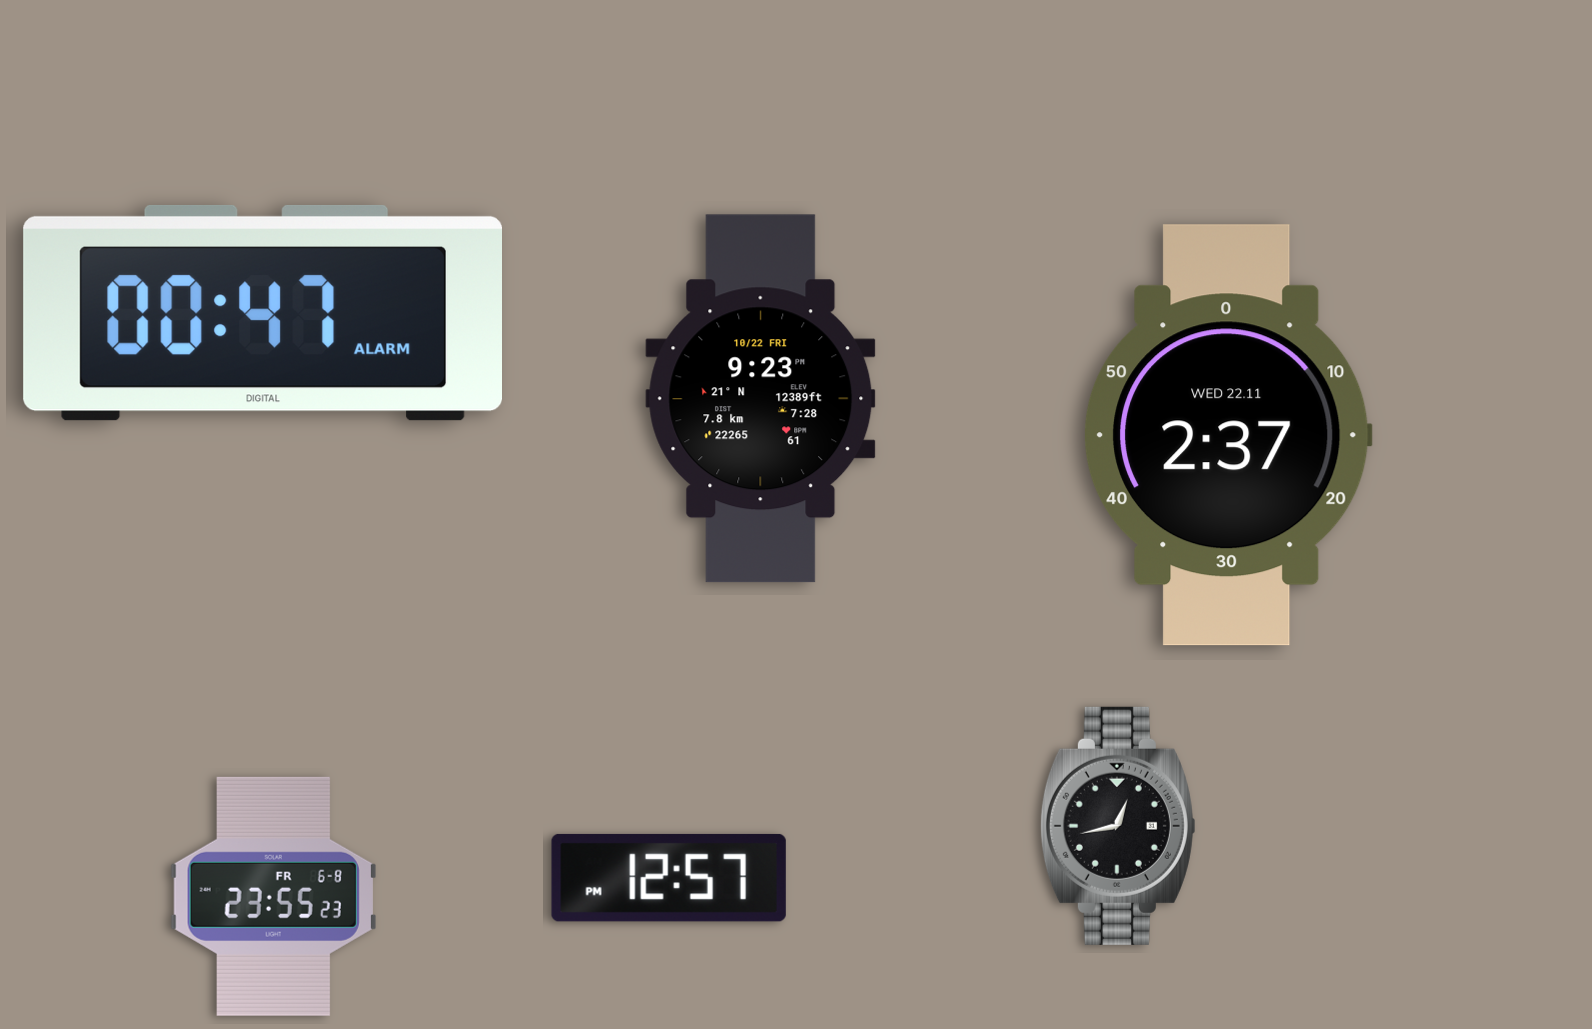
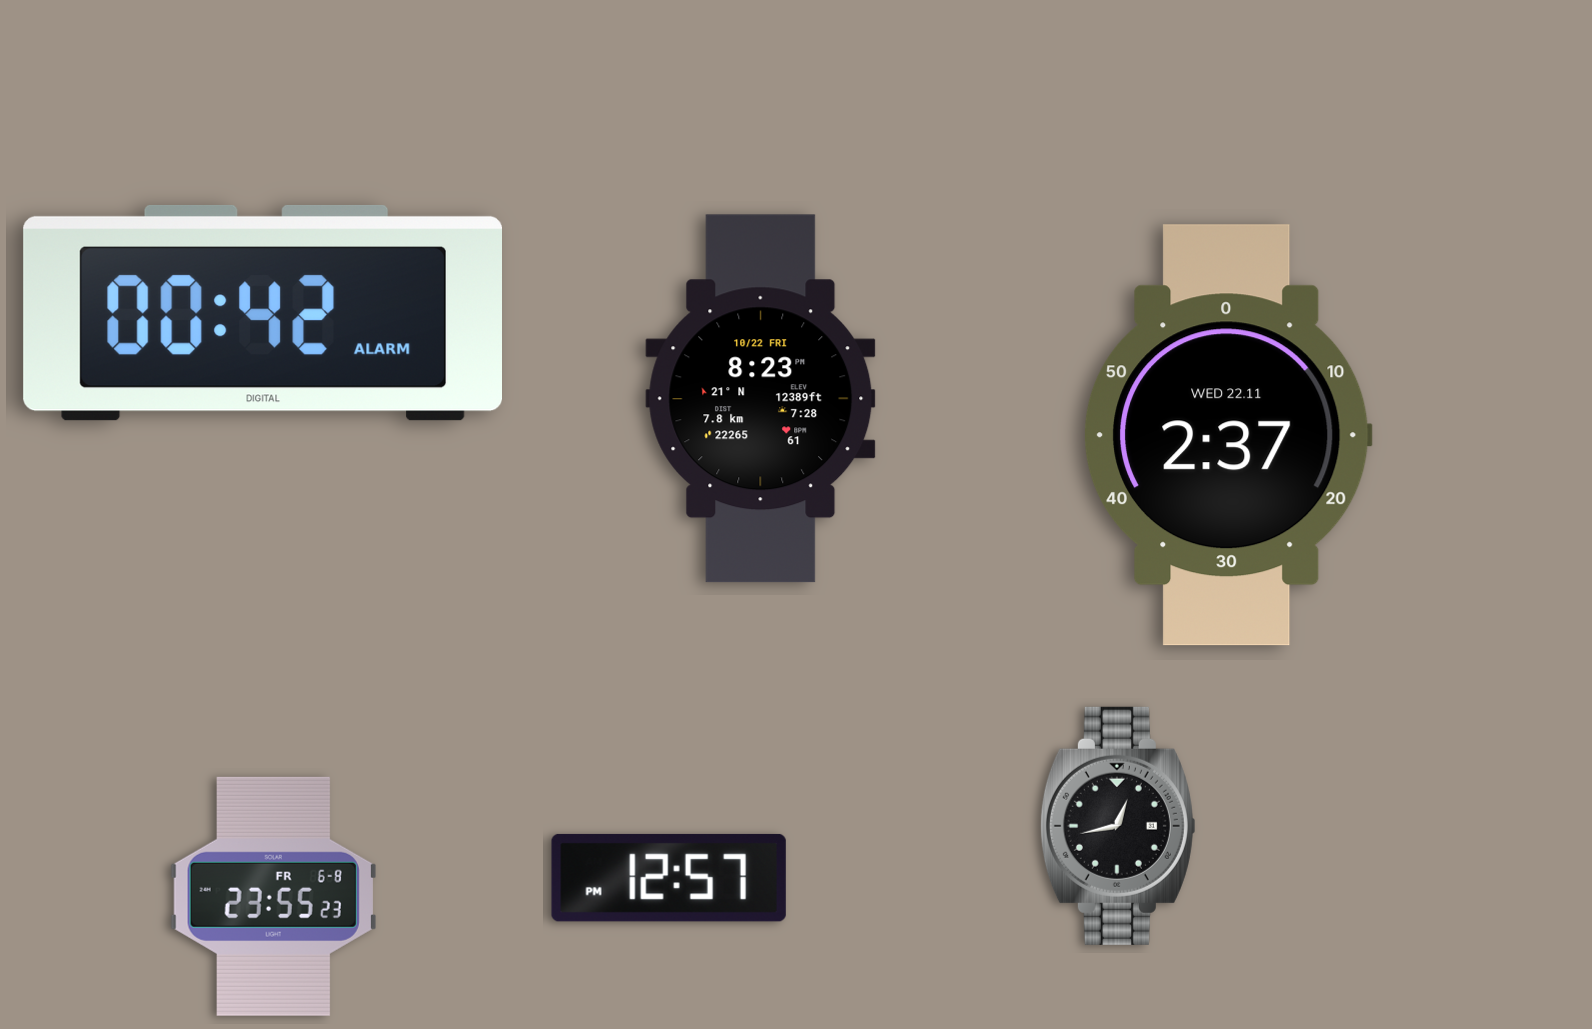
clock at (262, 313): 00:47 -> 00:42
clock at (761, 399): 9:23 -> 8:23
